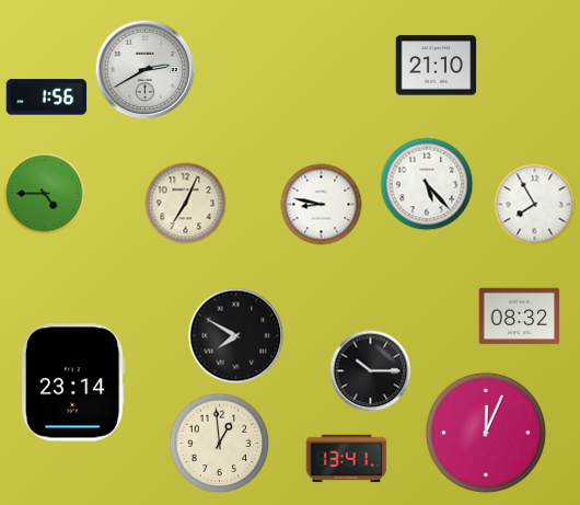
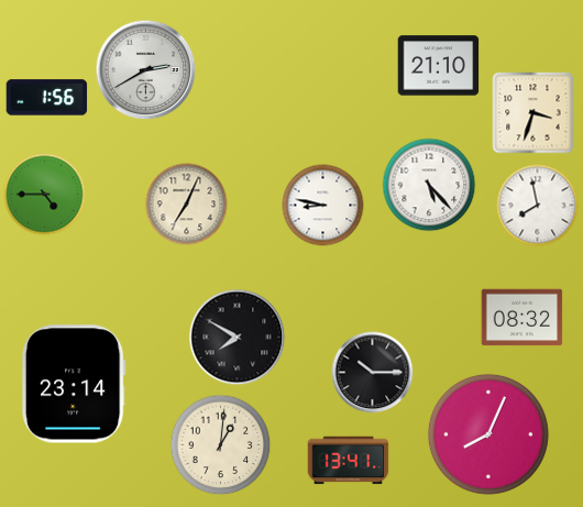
clock at (533, 113): none -> 3:33
clock at (535, 205): 7:55 -> 7:58
clock at (486, 433): 12:04 -> 8:04
clock at (220, 444): 12:59 -> 1:01
